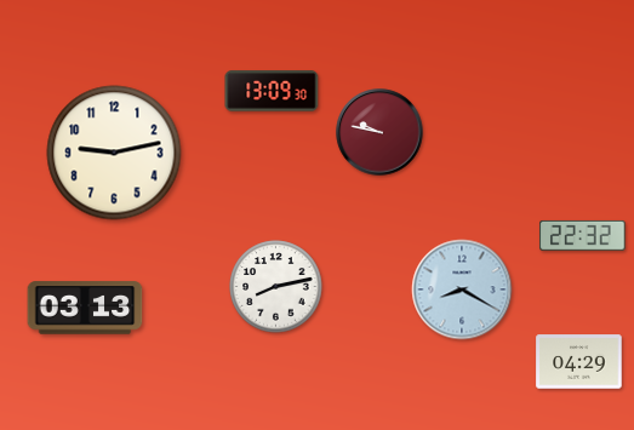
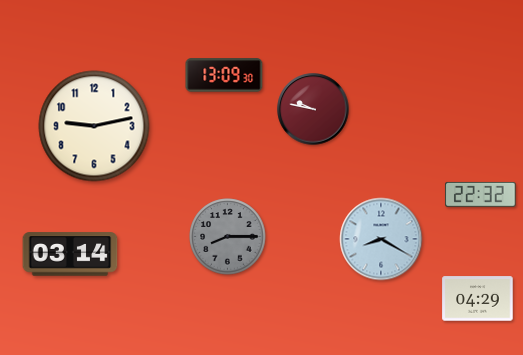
clock at (276, 287): 8:13 -> 8:15
clock at (276, 287) dial: white -> grey
clock at (85, 308): 03:13 -> 03:14
